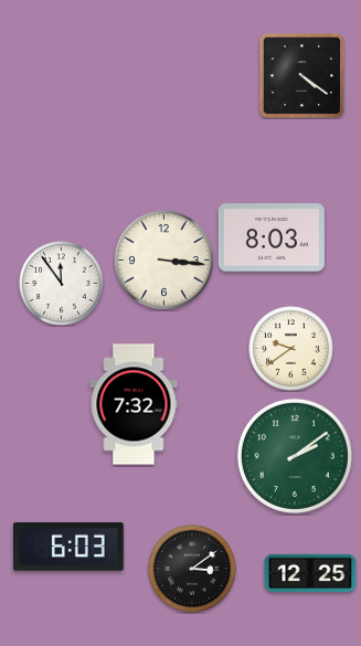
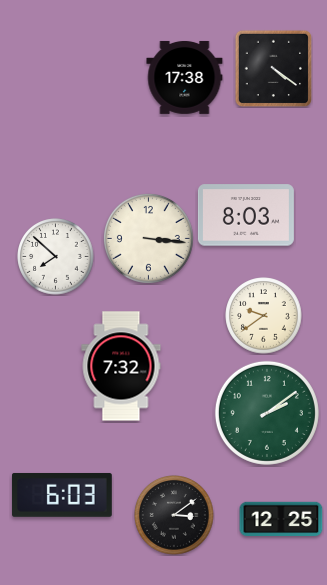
clock at (185, 77): none -> 17:38
clock at (163, 260) position: (163, 260) -> (148, 238)
clock at (62, 284): 11:54 -> 7:52
